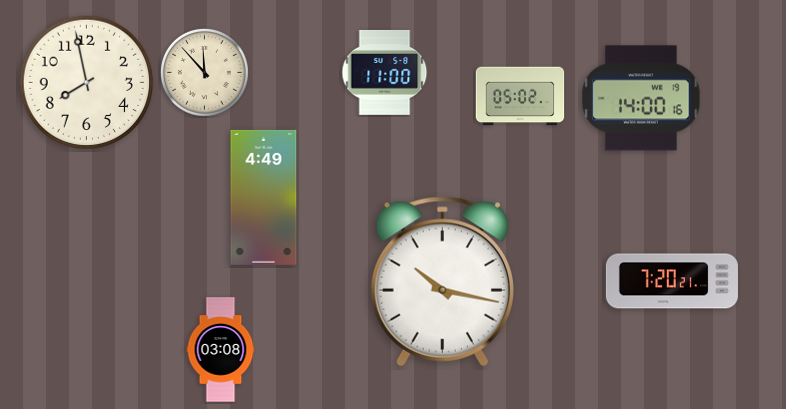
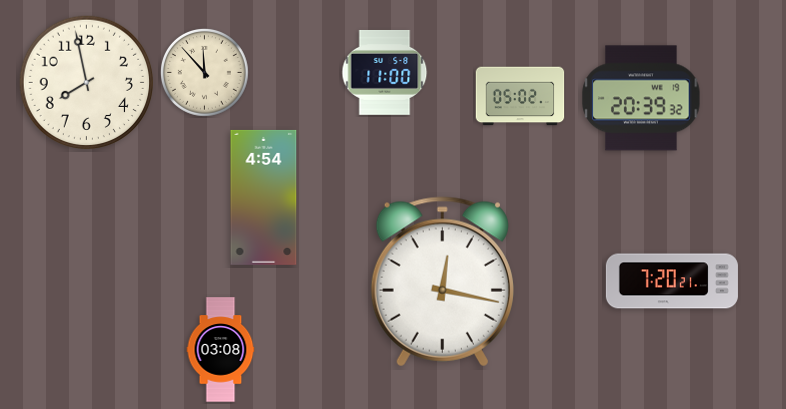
clock at (641, 98): 14:00 -> 20:39
clock at (264, 197): 4:49 -> 4:54
clock at (442, 282): 10:17 -> 12:17
